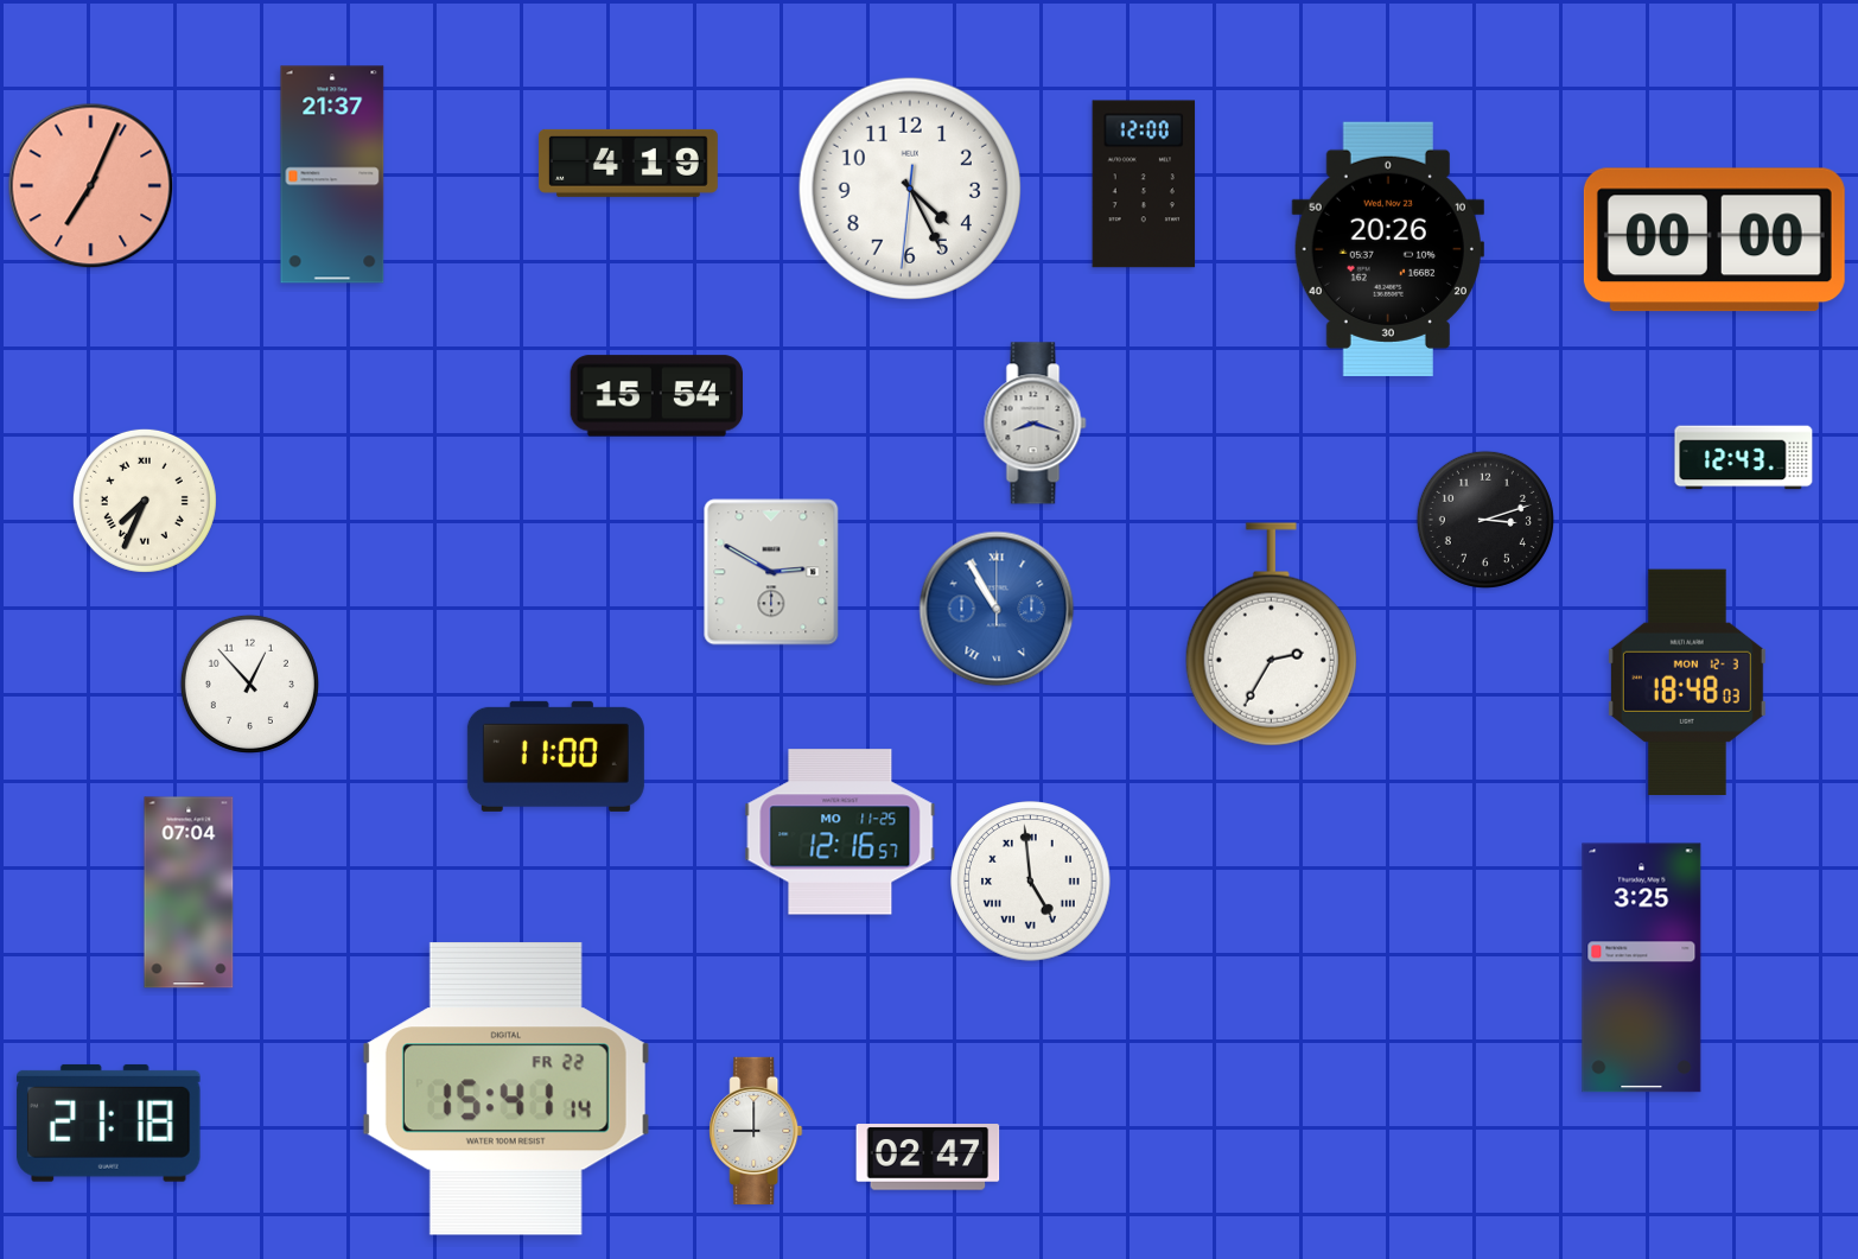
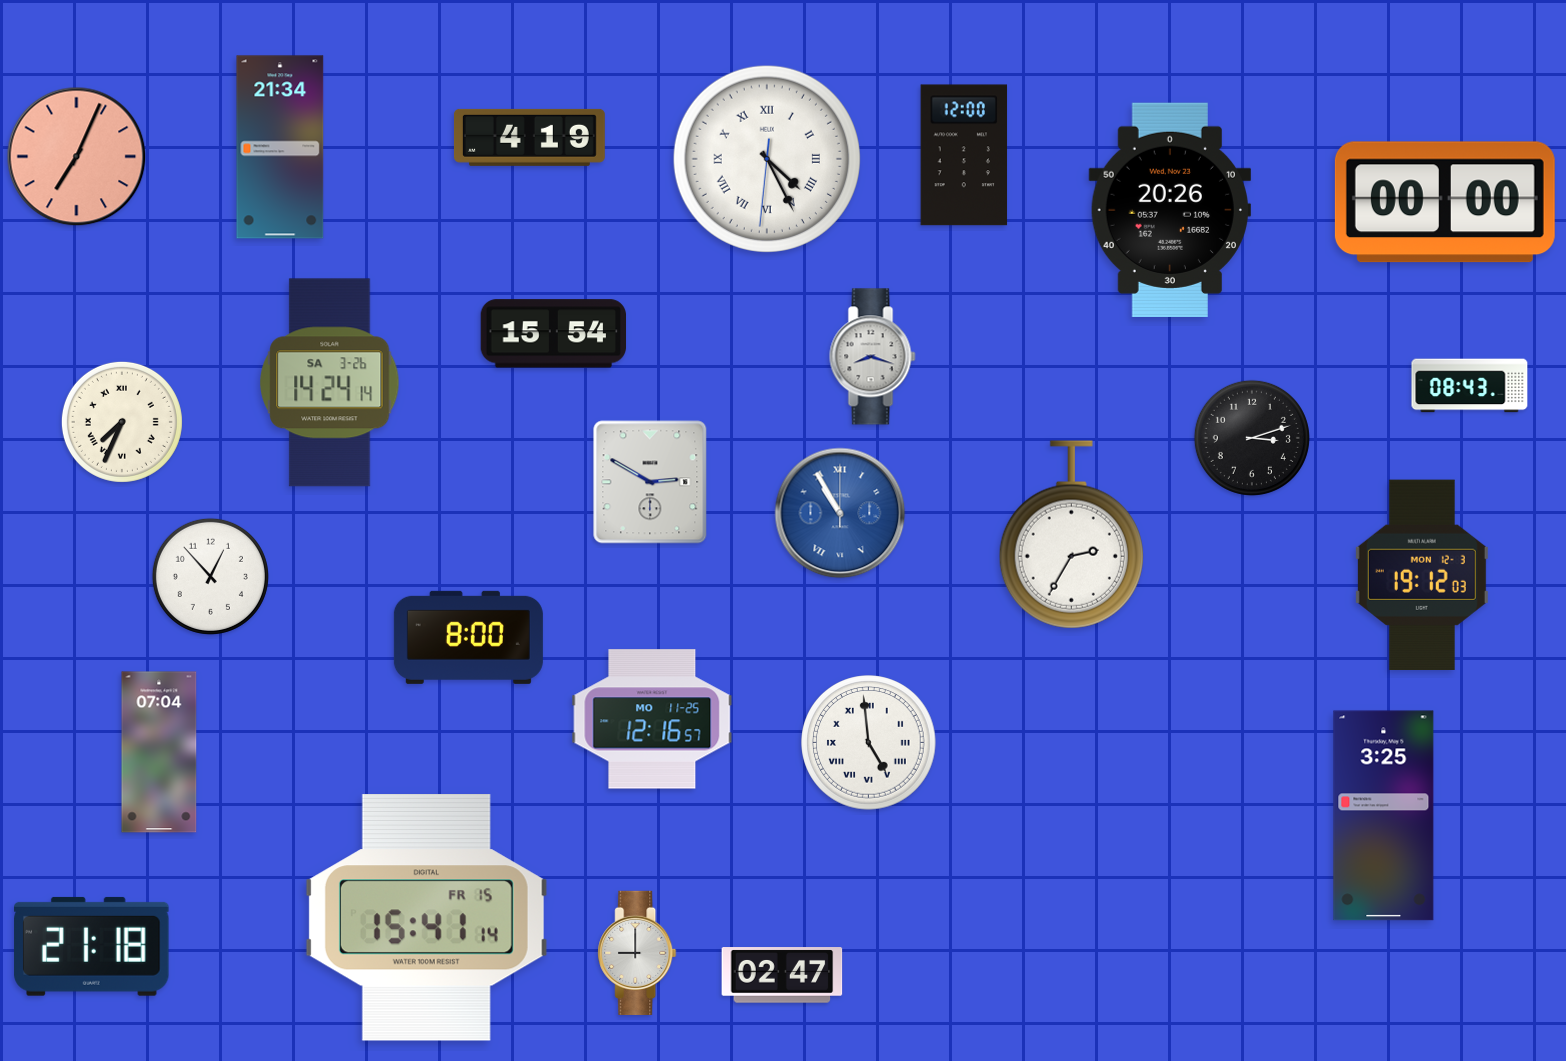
clock at (332, 174): 21:37 -> 21:34
clock at (910, 189) numerals: Arabic -> Roman
clock at (330, 383): none -> 14:24
clock at (1744, 458): 12:43 -> 08:43
clock at (1687, 681): 18:48 -> 19:12
clock at (555, 756): 11:00 -> 8:00
clock at (840, 832) position: (840, 832) -> (652, 719)
clock at (505, 1089) date: FR 22 -> FR 15
